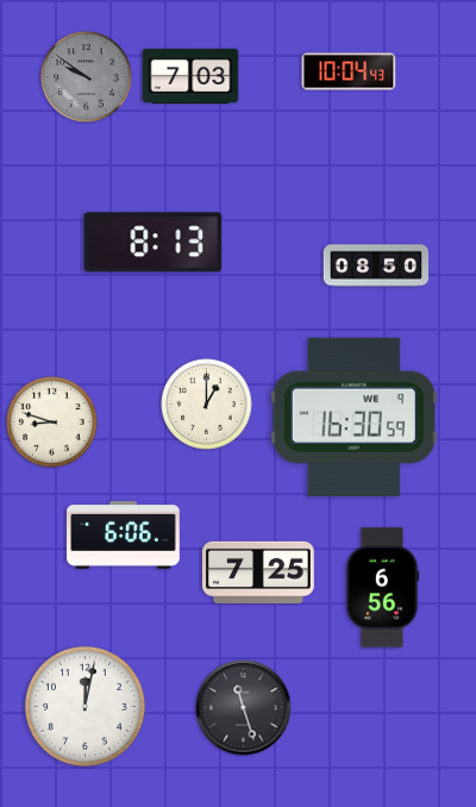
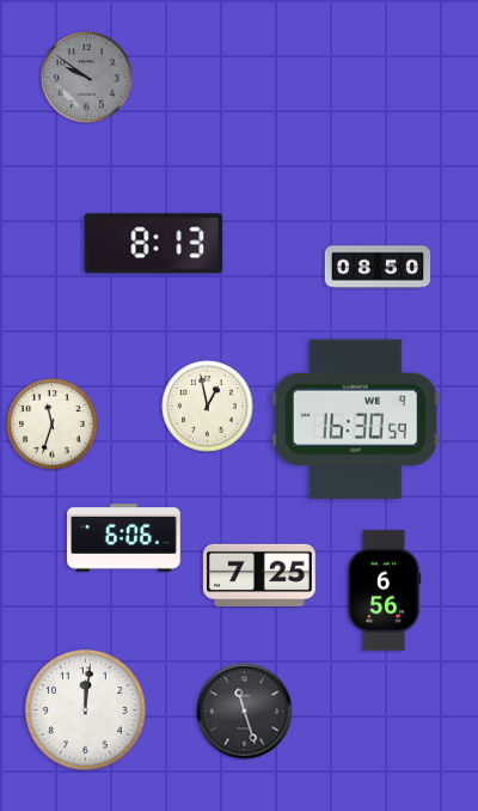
clock at (349, 71): 10:04 -> none
clock at (190, 76): 7:03 -> none
clock at (207, 405): 1:00 -> 12:58
clock at (52, 423): 8:48 -> 11:33
clock at (86, 707): 12:02 -> 12:01
